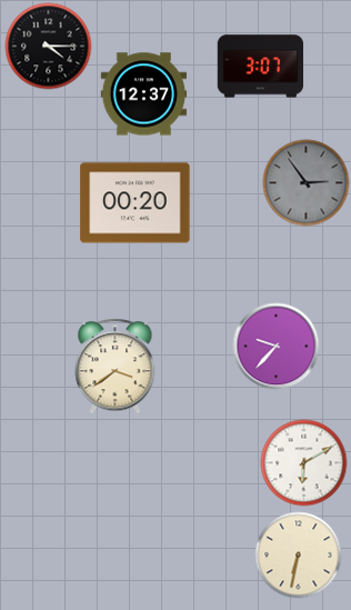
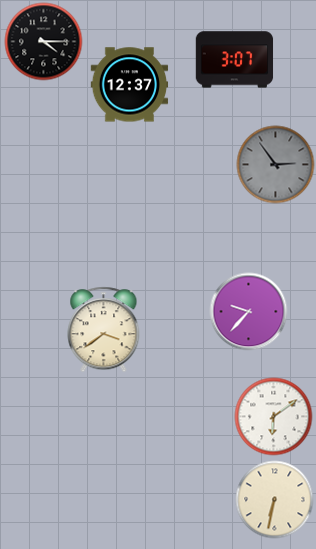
clock at (136, 203): 00:20 -> none
clock at (303, 462): 6:10 -> 6:09
clock at (298, 554) position: (298, 554) -> (274, 499)
